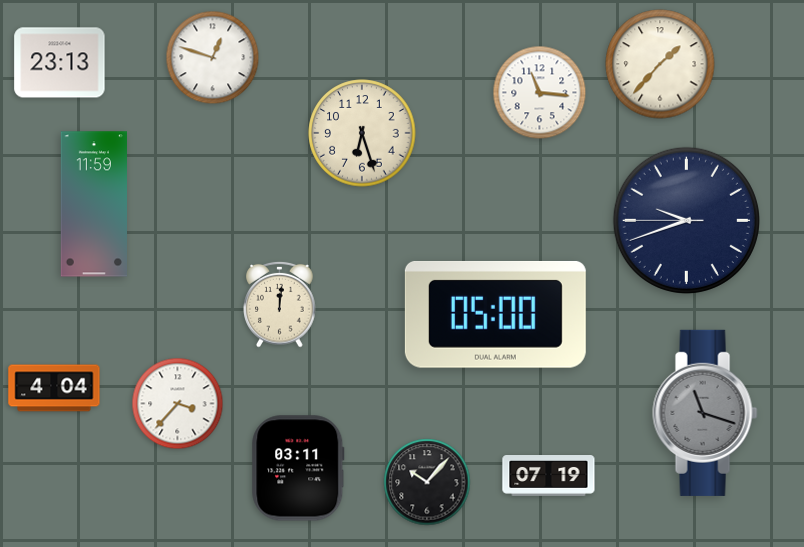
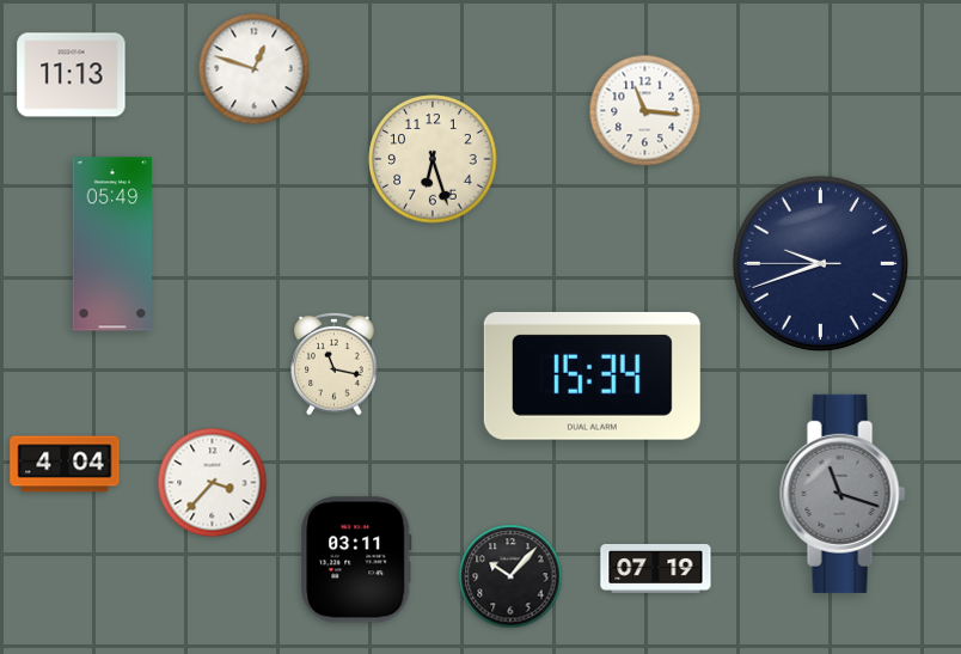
clock at (60, 63): 23:13 -> 11:13
clock at (660, 64): 1:37 -> none
clock at (93, 204): 11:59 -> 05:49
clock at (280, 304): 12:01 -> 11:17
clock at (495, 314): 05:00 -> 15:34
